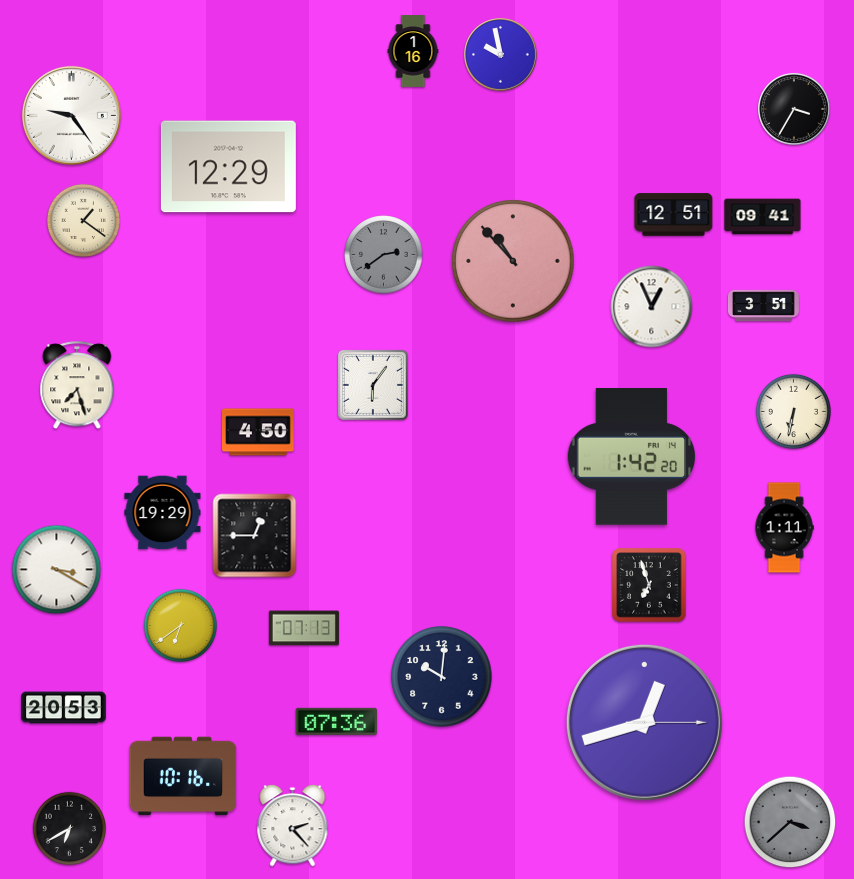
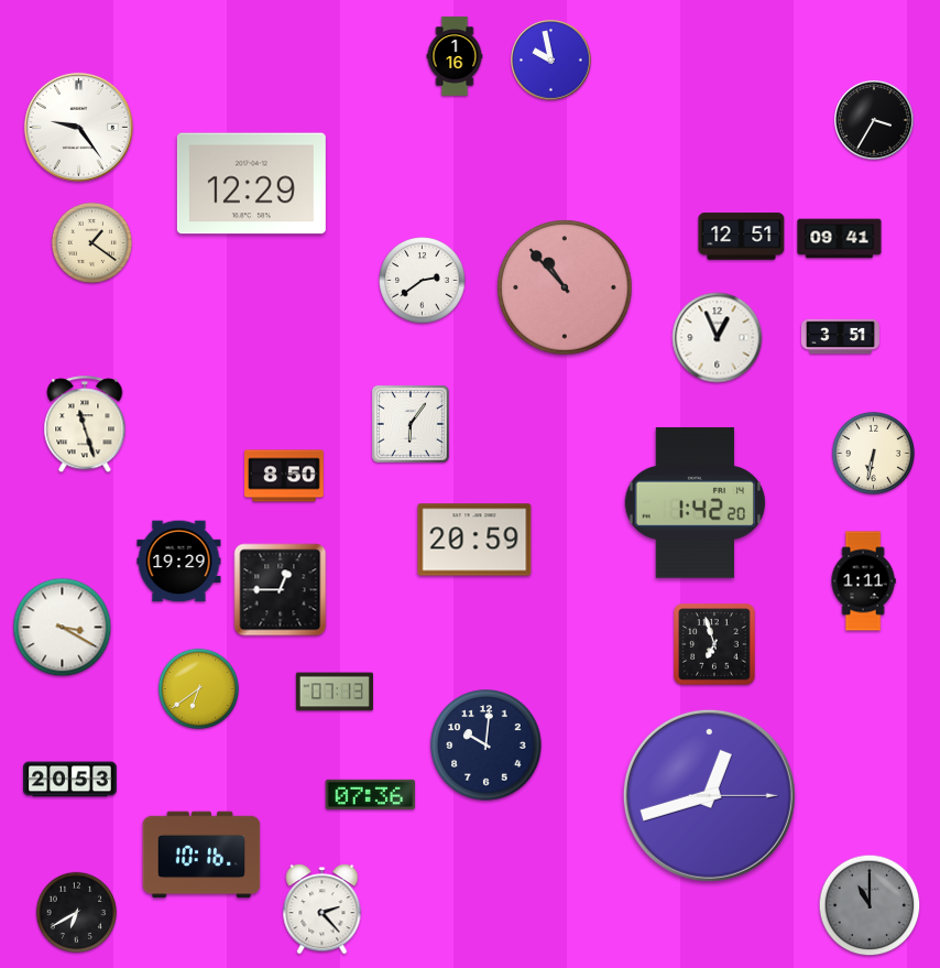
clock at (384, 255) dial: grey -> white
clock at (77, 386): 7:27 -> 11:27
clock at (258, 432): 4:50 -> 8:50
clock at (474, 540): none -> 20:59
clock at (163, 513) position: (163, 513) -> (179, 562)
clock at (790, 822): 3:38 -> 11:00
